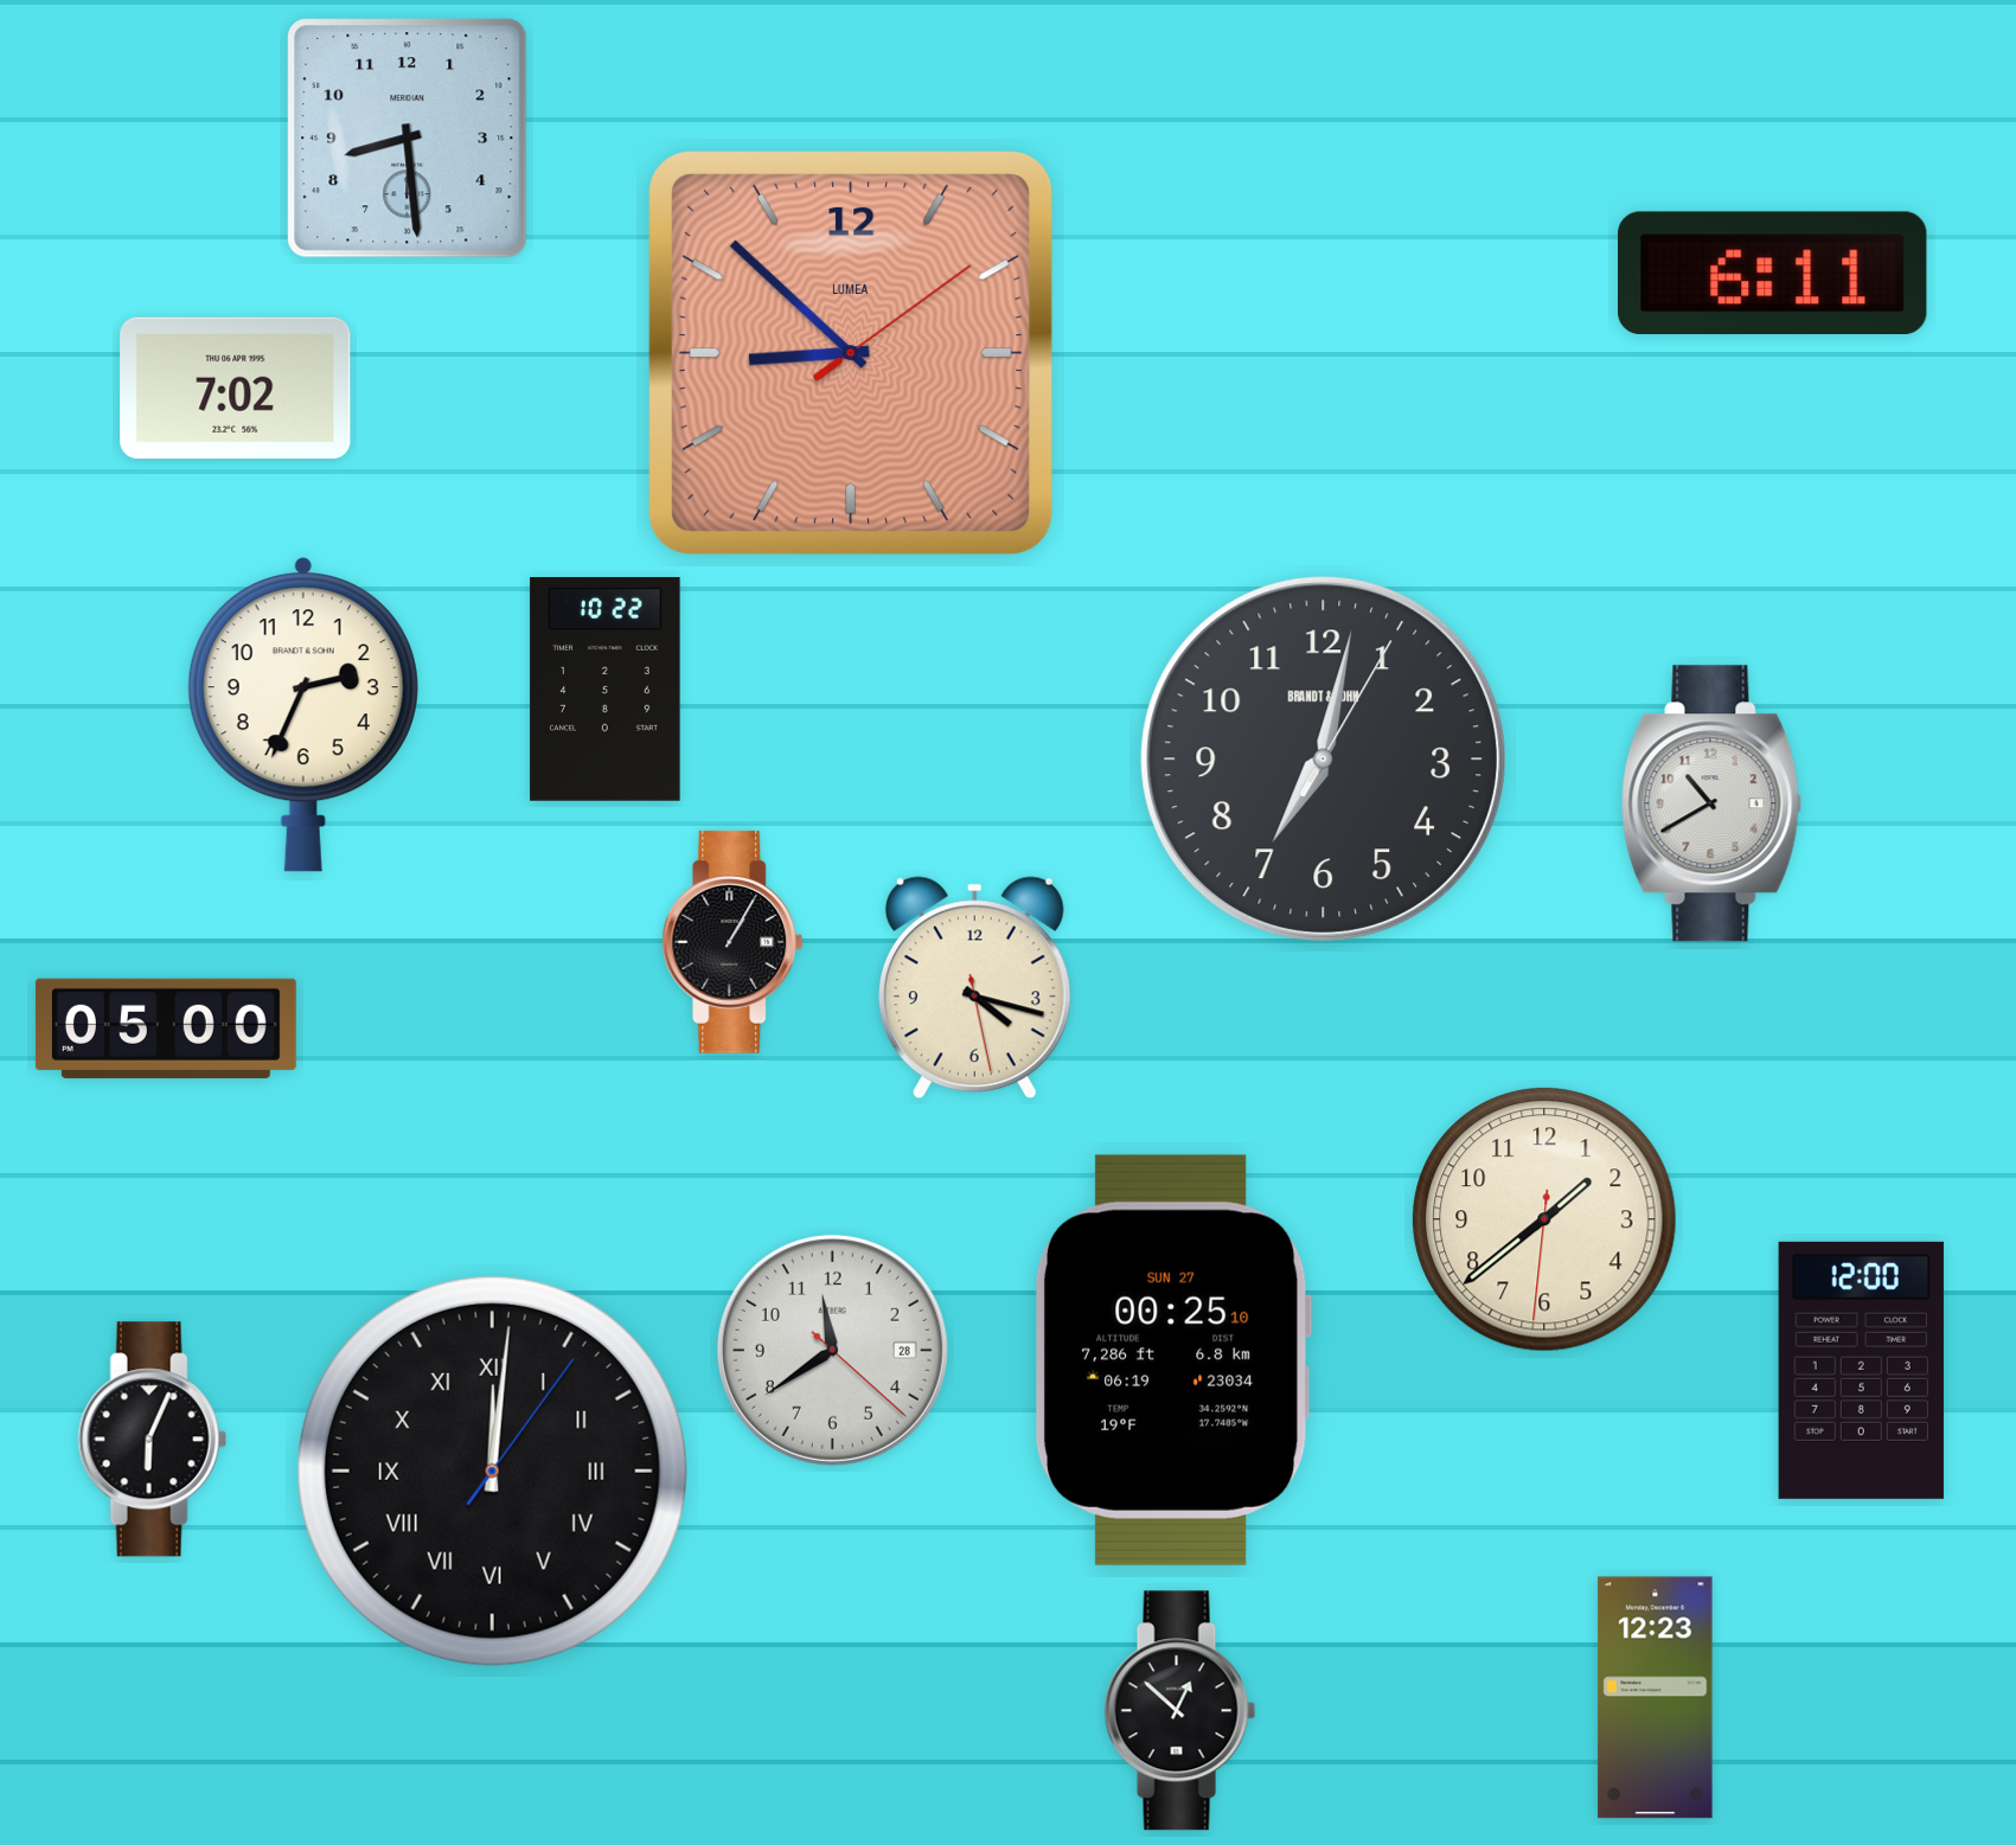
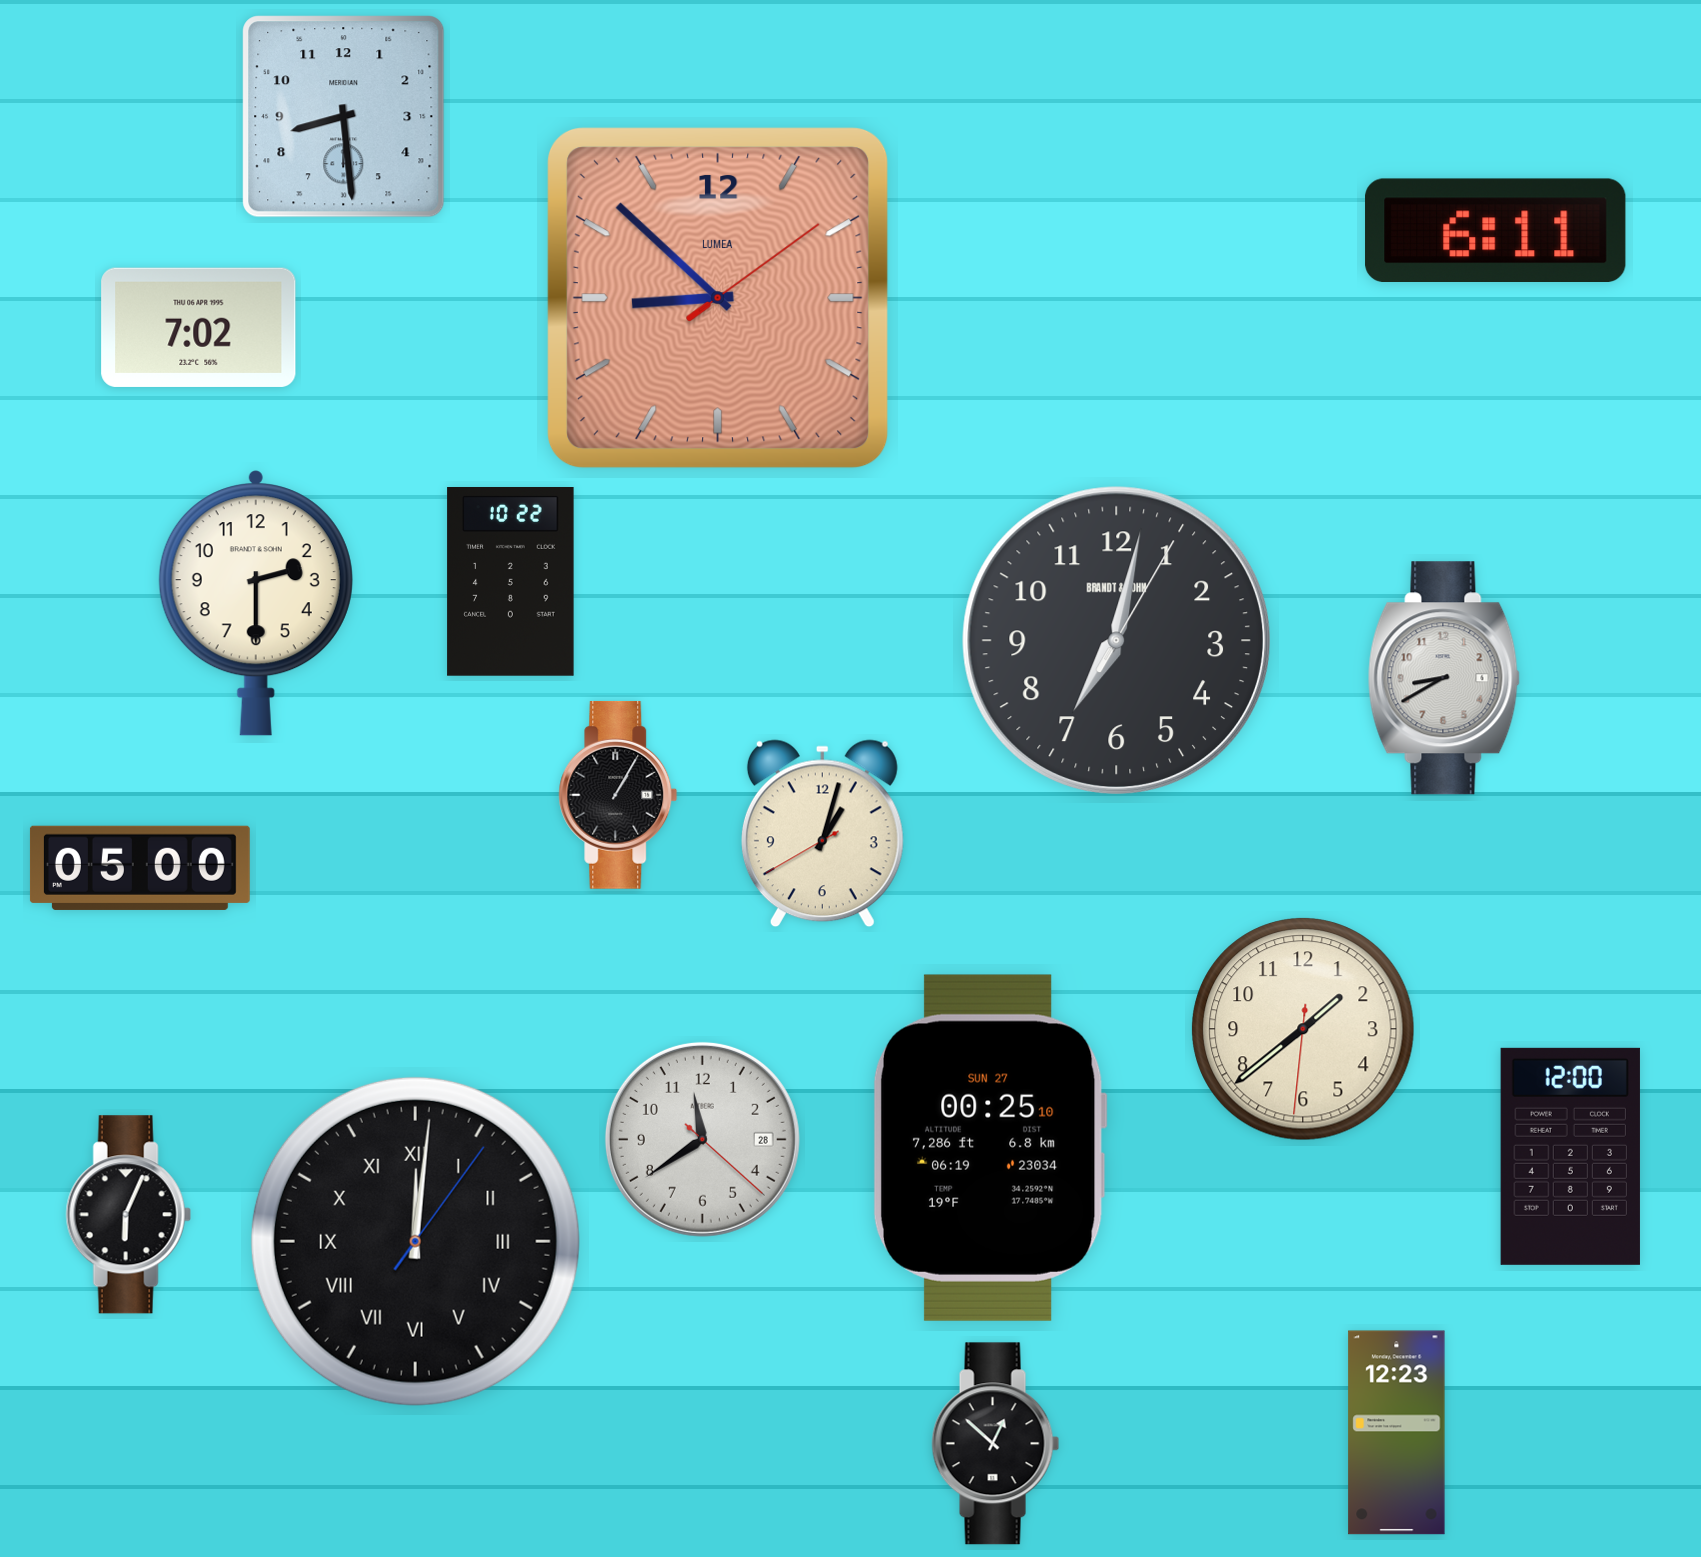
clock at (303, 715): 2:34 -> 2:30
clock at (1711, 803): 10:40 -> 8:40
clock at (974, 988): 4:17 -> 1:02
